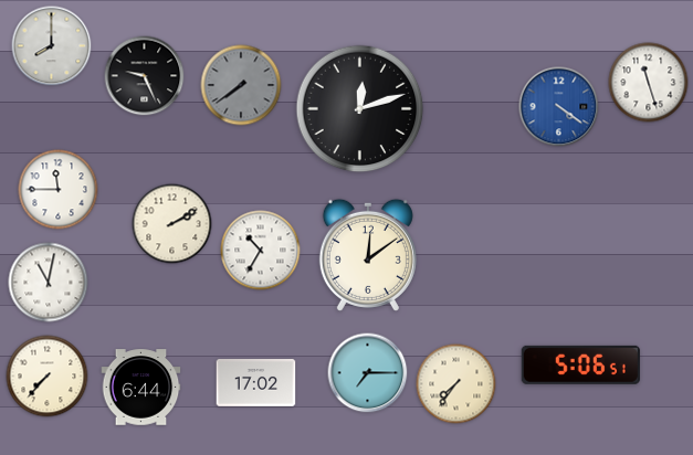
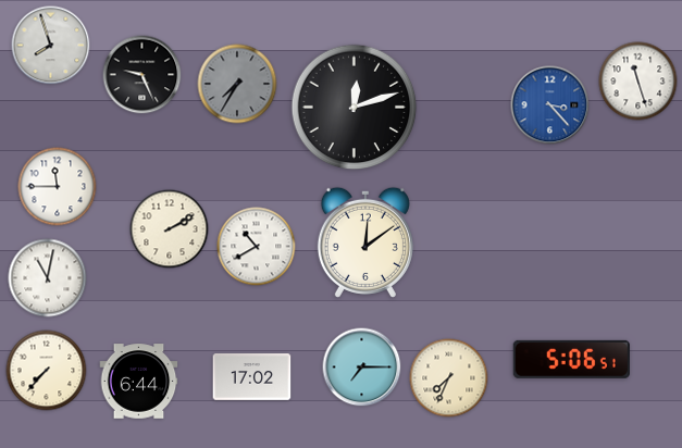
clock at (52, 46): 8:00 -> 7:57
clock at (241, 85): 7:39 -> 7:35
clock at (559, 107): 4:21 -> 3:23
clock at (172, 224) position: (172, 224) -> (170, 229)
clock at (261, 251): 10:35 -> 10:40
clock at (368, 255) position: (368, 255) -> (365, 242)
clock at (456, 384): 7:36 -> 7:34
